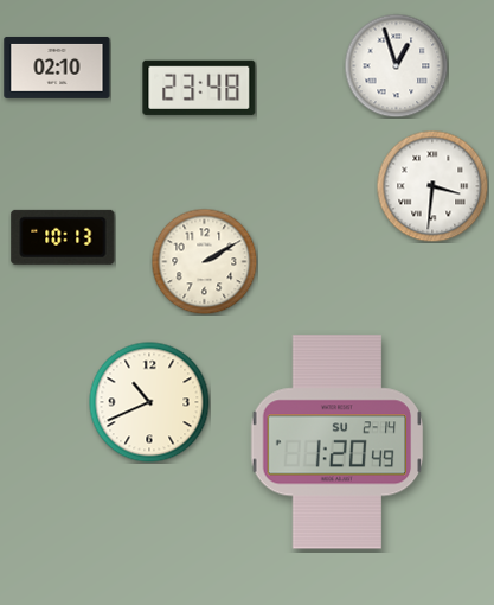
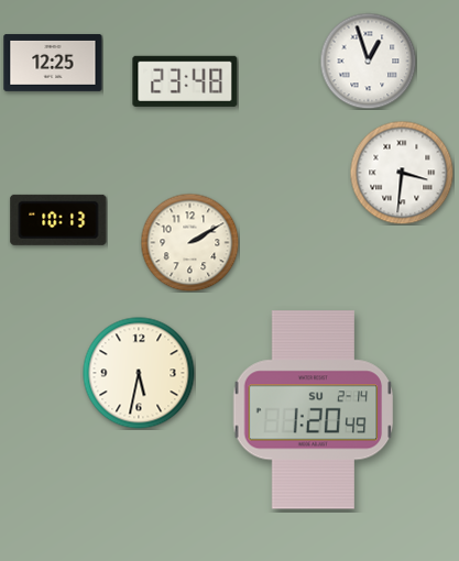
clock at (57, 68): 02:10 -> 12:25
clock at (149, 402): 10:41 -> 5:32
